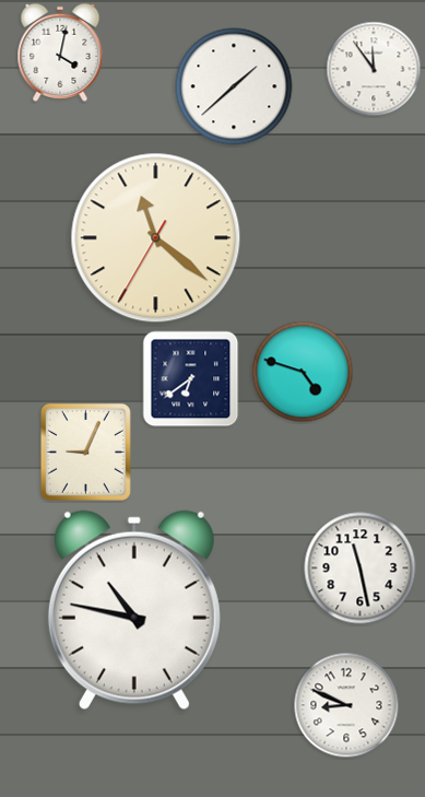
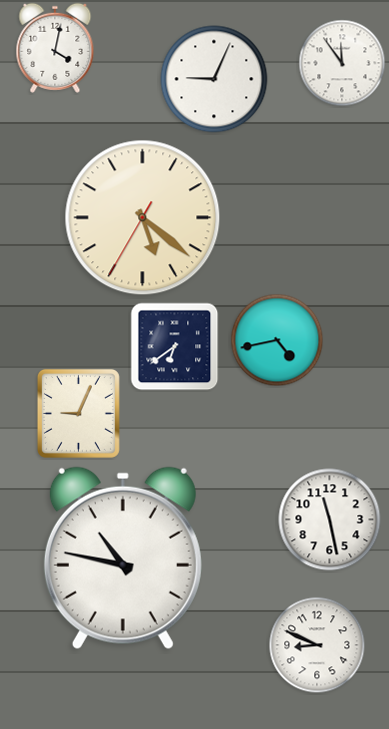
clock at (234, 86): 1:38 -> 9:04
clock at (156, 238): 11:21 -> 5:21
clock at (303, 372): 4:48 -> 4:43
